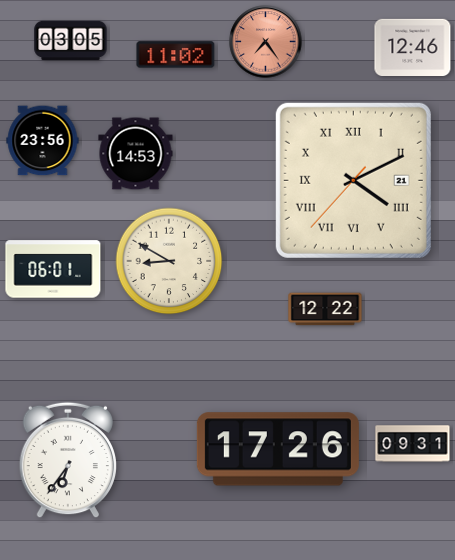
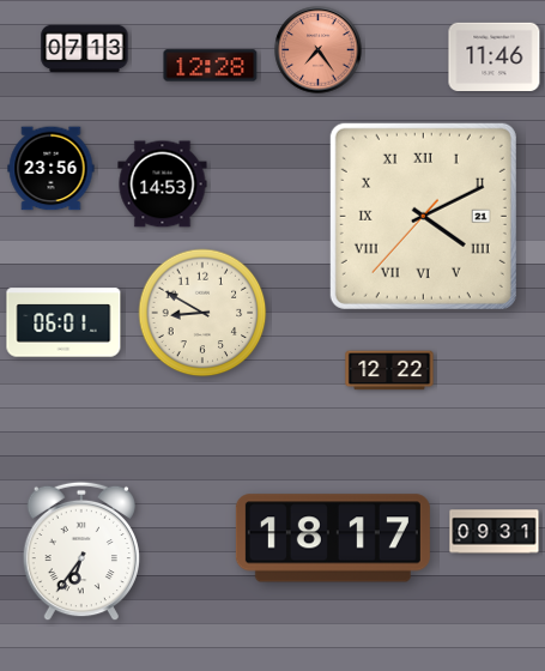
clock at (71, 41): 03:05 -> 07:13
clock at (413, 47): 12:46 -> 11:46
clock at (176, 55): 11:02 -> 12:28
clock at (278, 449): 17:26 -> 18:17
